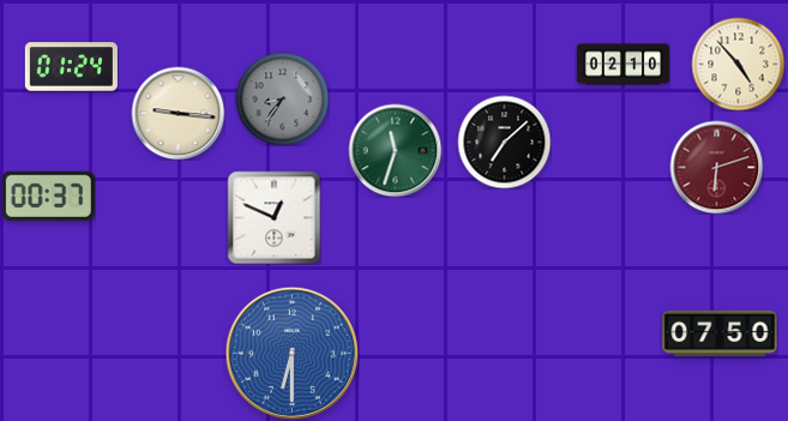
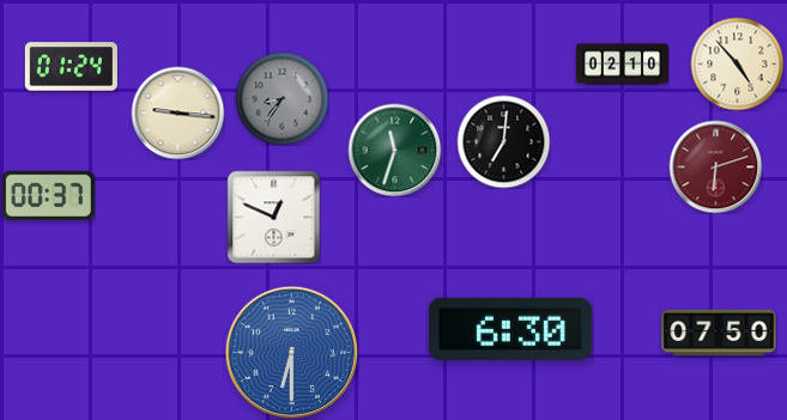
clock at (504, 142): 7:08 -> 7:01
clock at (510, 329): none -> 6:30
